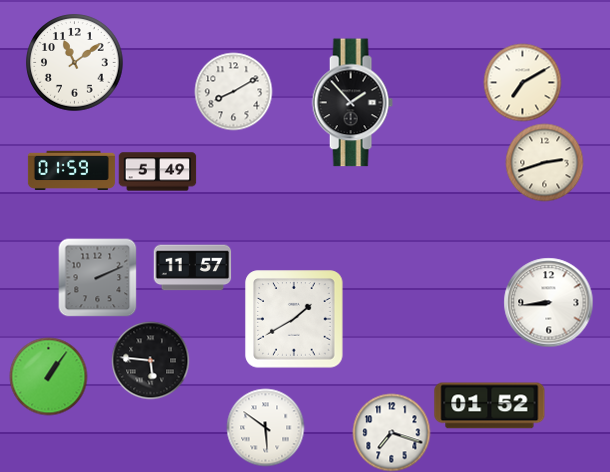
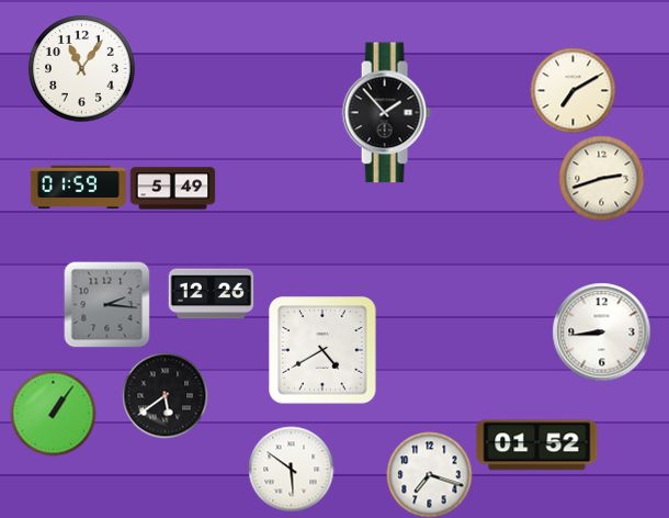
clock at (75, 63): 11:09 -> 11:06
clock at (233, 91): 8:10 -> none
clock at (544, 162) position: (544, 162) -> (601, 178)
clock at (192, 268): 11:57 -> 12:26
clock at (97, 277): 2:11 -> 2:16
clock at (294, 319): 1:40 -> 4:40
clock at (150, 360): 5:46 -> 5:39
